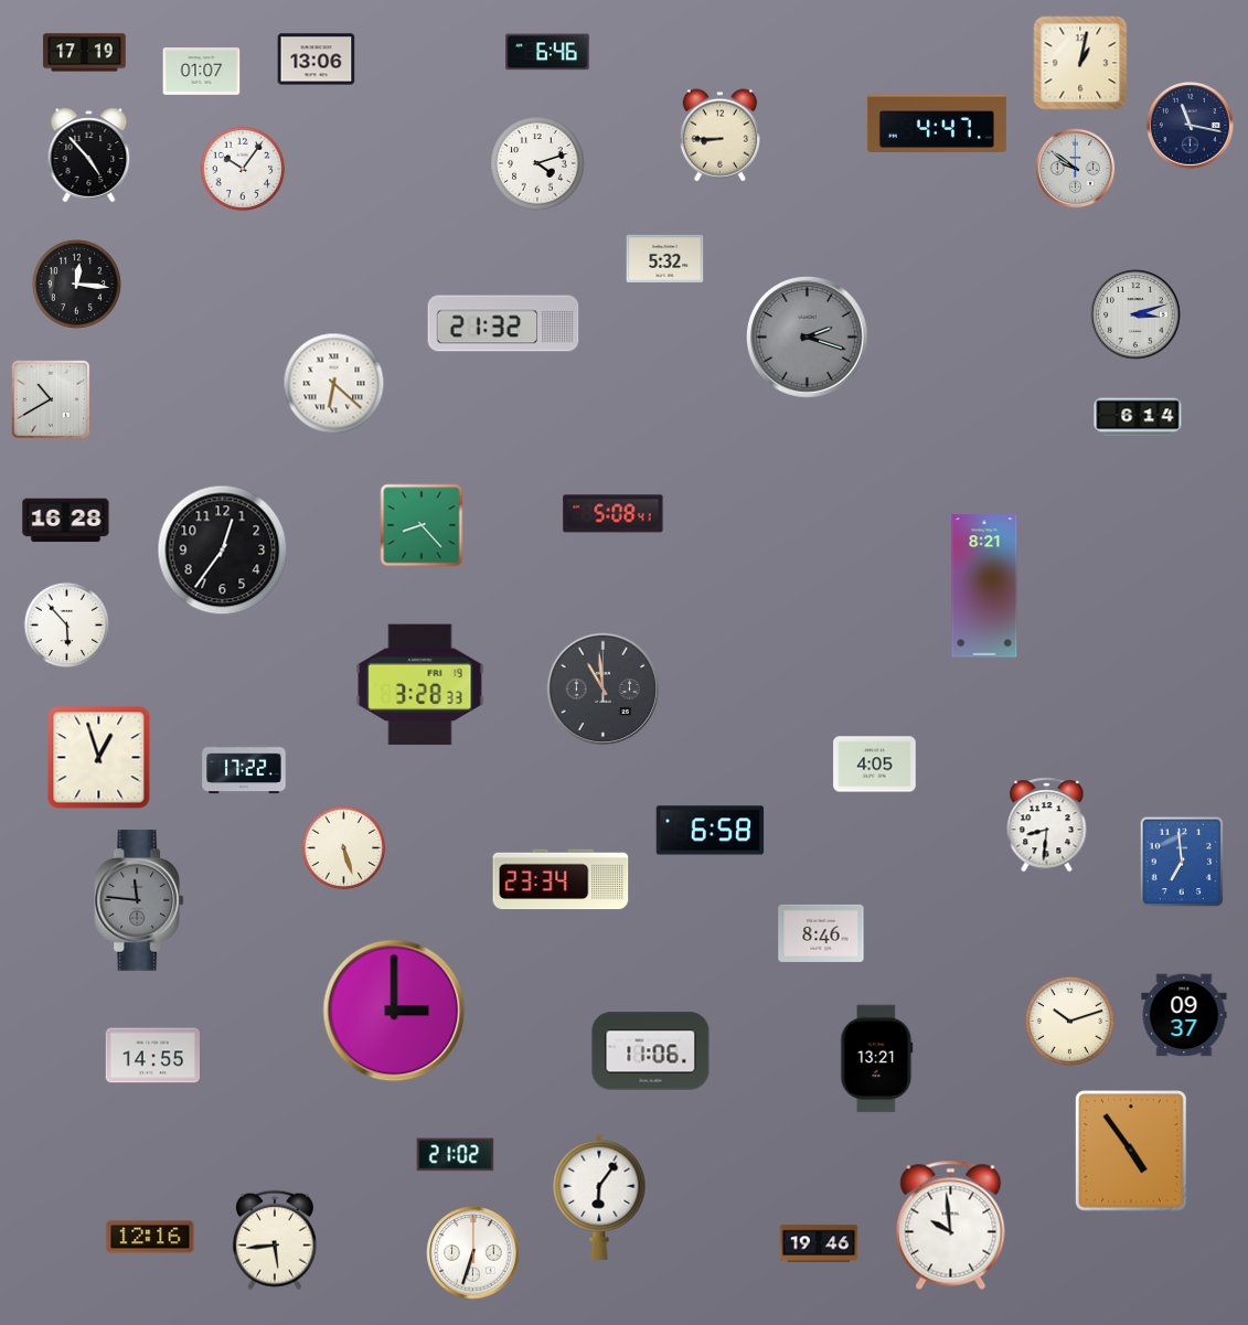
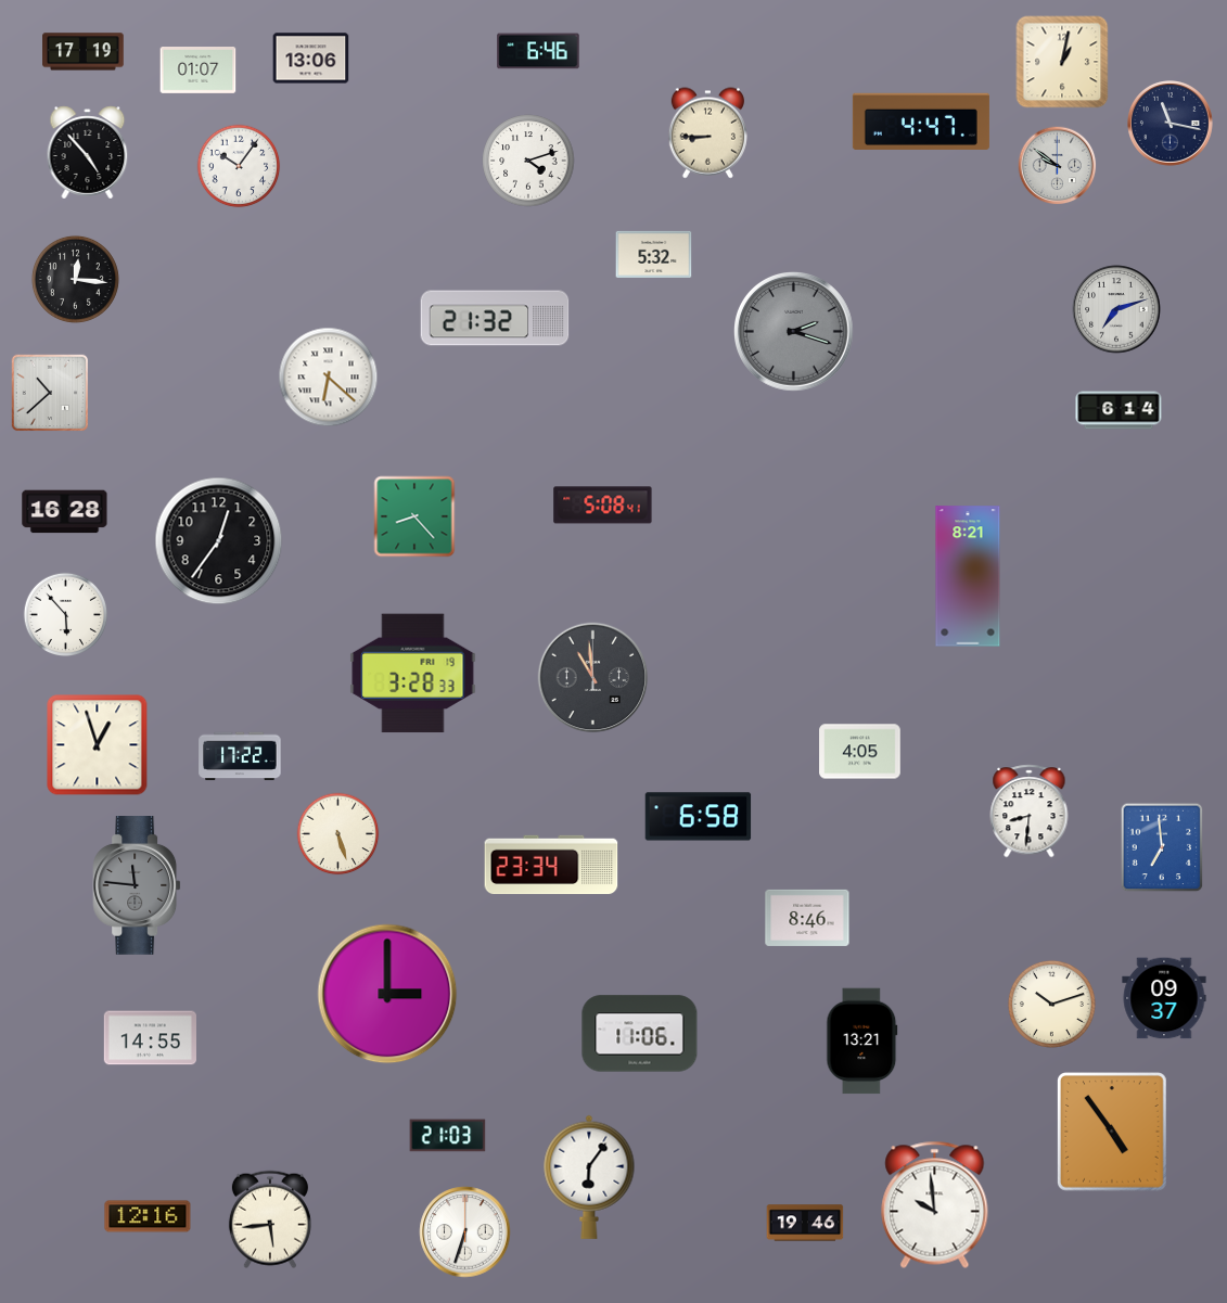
clock at (1135, 314): 3:12 -> 7:12
clock at (51, 399): 10:40 -> 10:38
clock at (456, 1155): 21:02 -> 21:03
